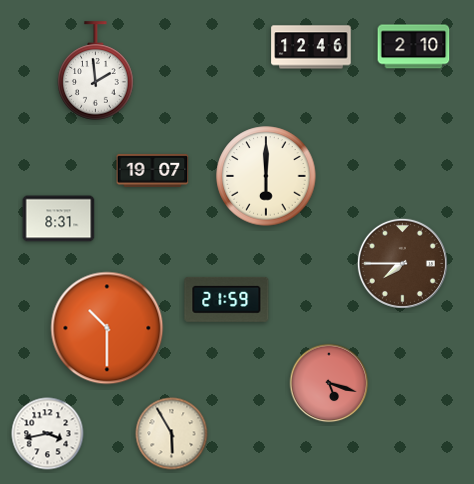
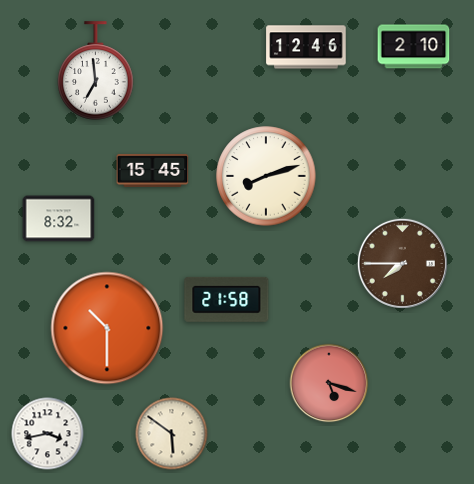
clock at (311, 47) position: (311, 47) -> (306, 47)
clock at (96, 71): 1:59 -> 6:59
clock at (153, 170): 19:07 -> 15:45
clock at (266, 176): 6:00 -> 8:12
clock at (59, 219): 8:31 -> 8:32
clock at (227, 299): 21:59 -> 21:58
clock at (172, 434): 5:55 -> 5:51
